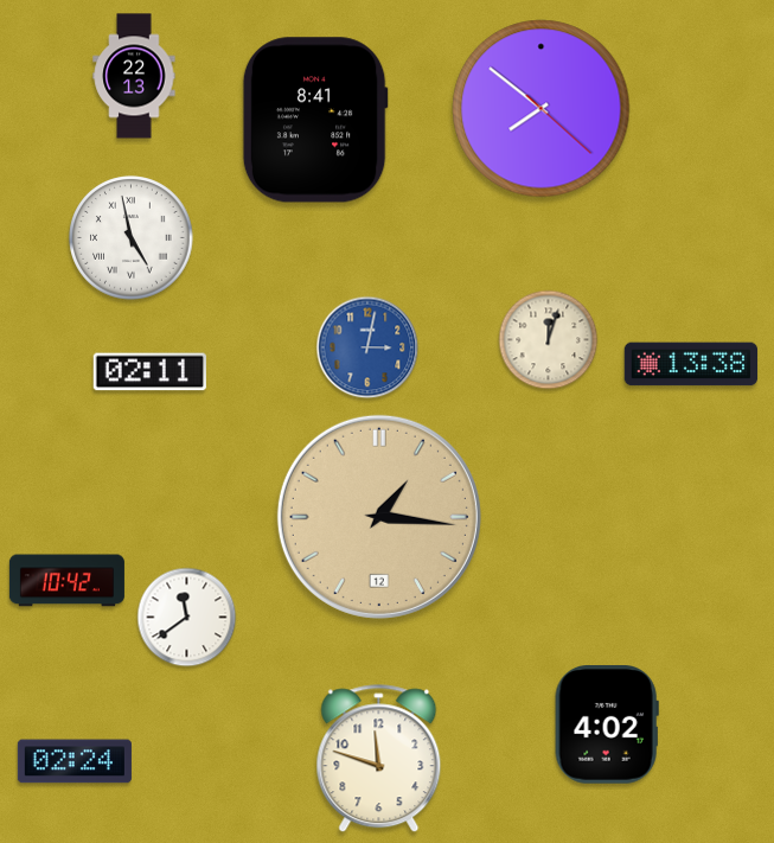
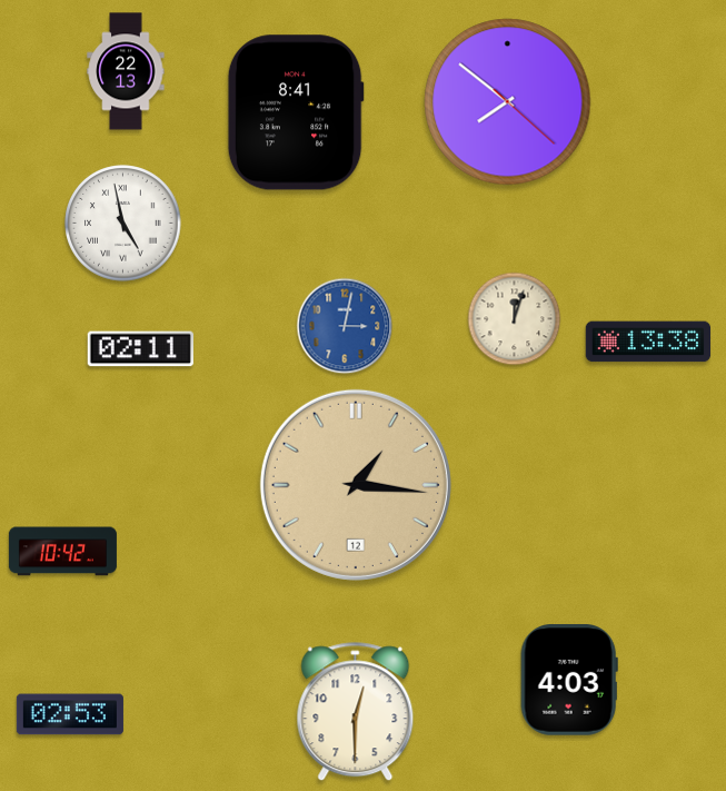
clock at (66, 581) position: (66, 581) -> (62, 552)
clock at (187, 618): 11:39 -> none
clock at (607, 726): 4:02 -> 4:03
clock at (379, 759): 11:48 -> 12:30
clock at (75, 761): 02:24 -> 02:53
